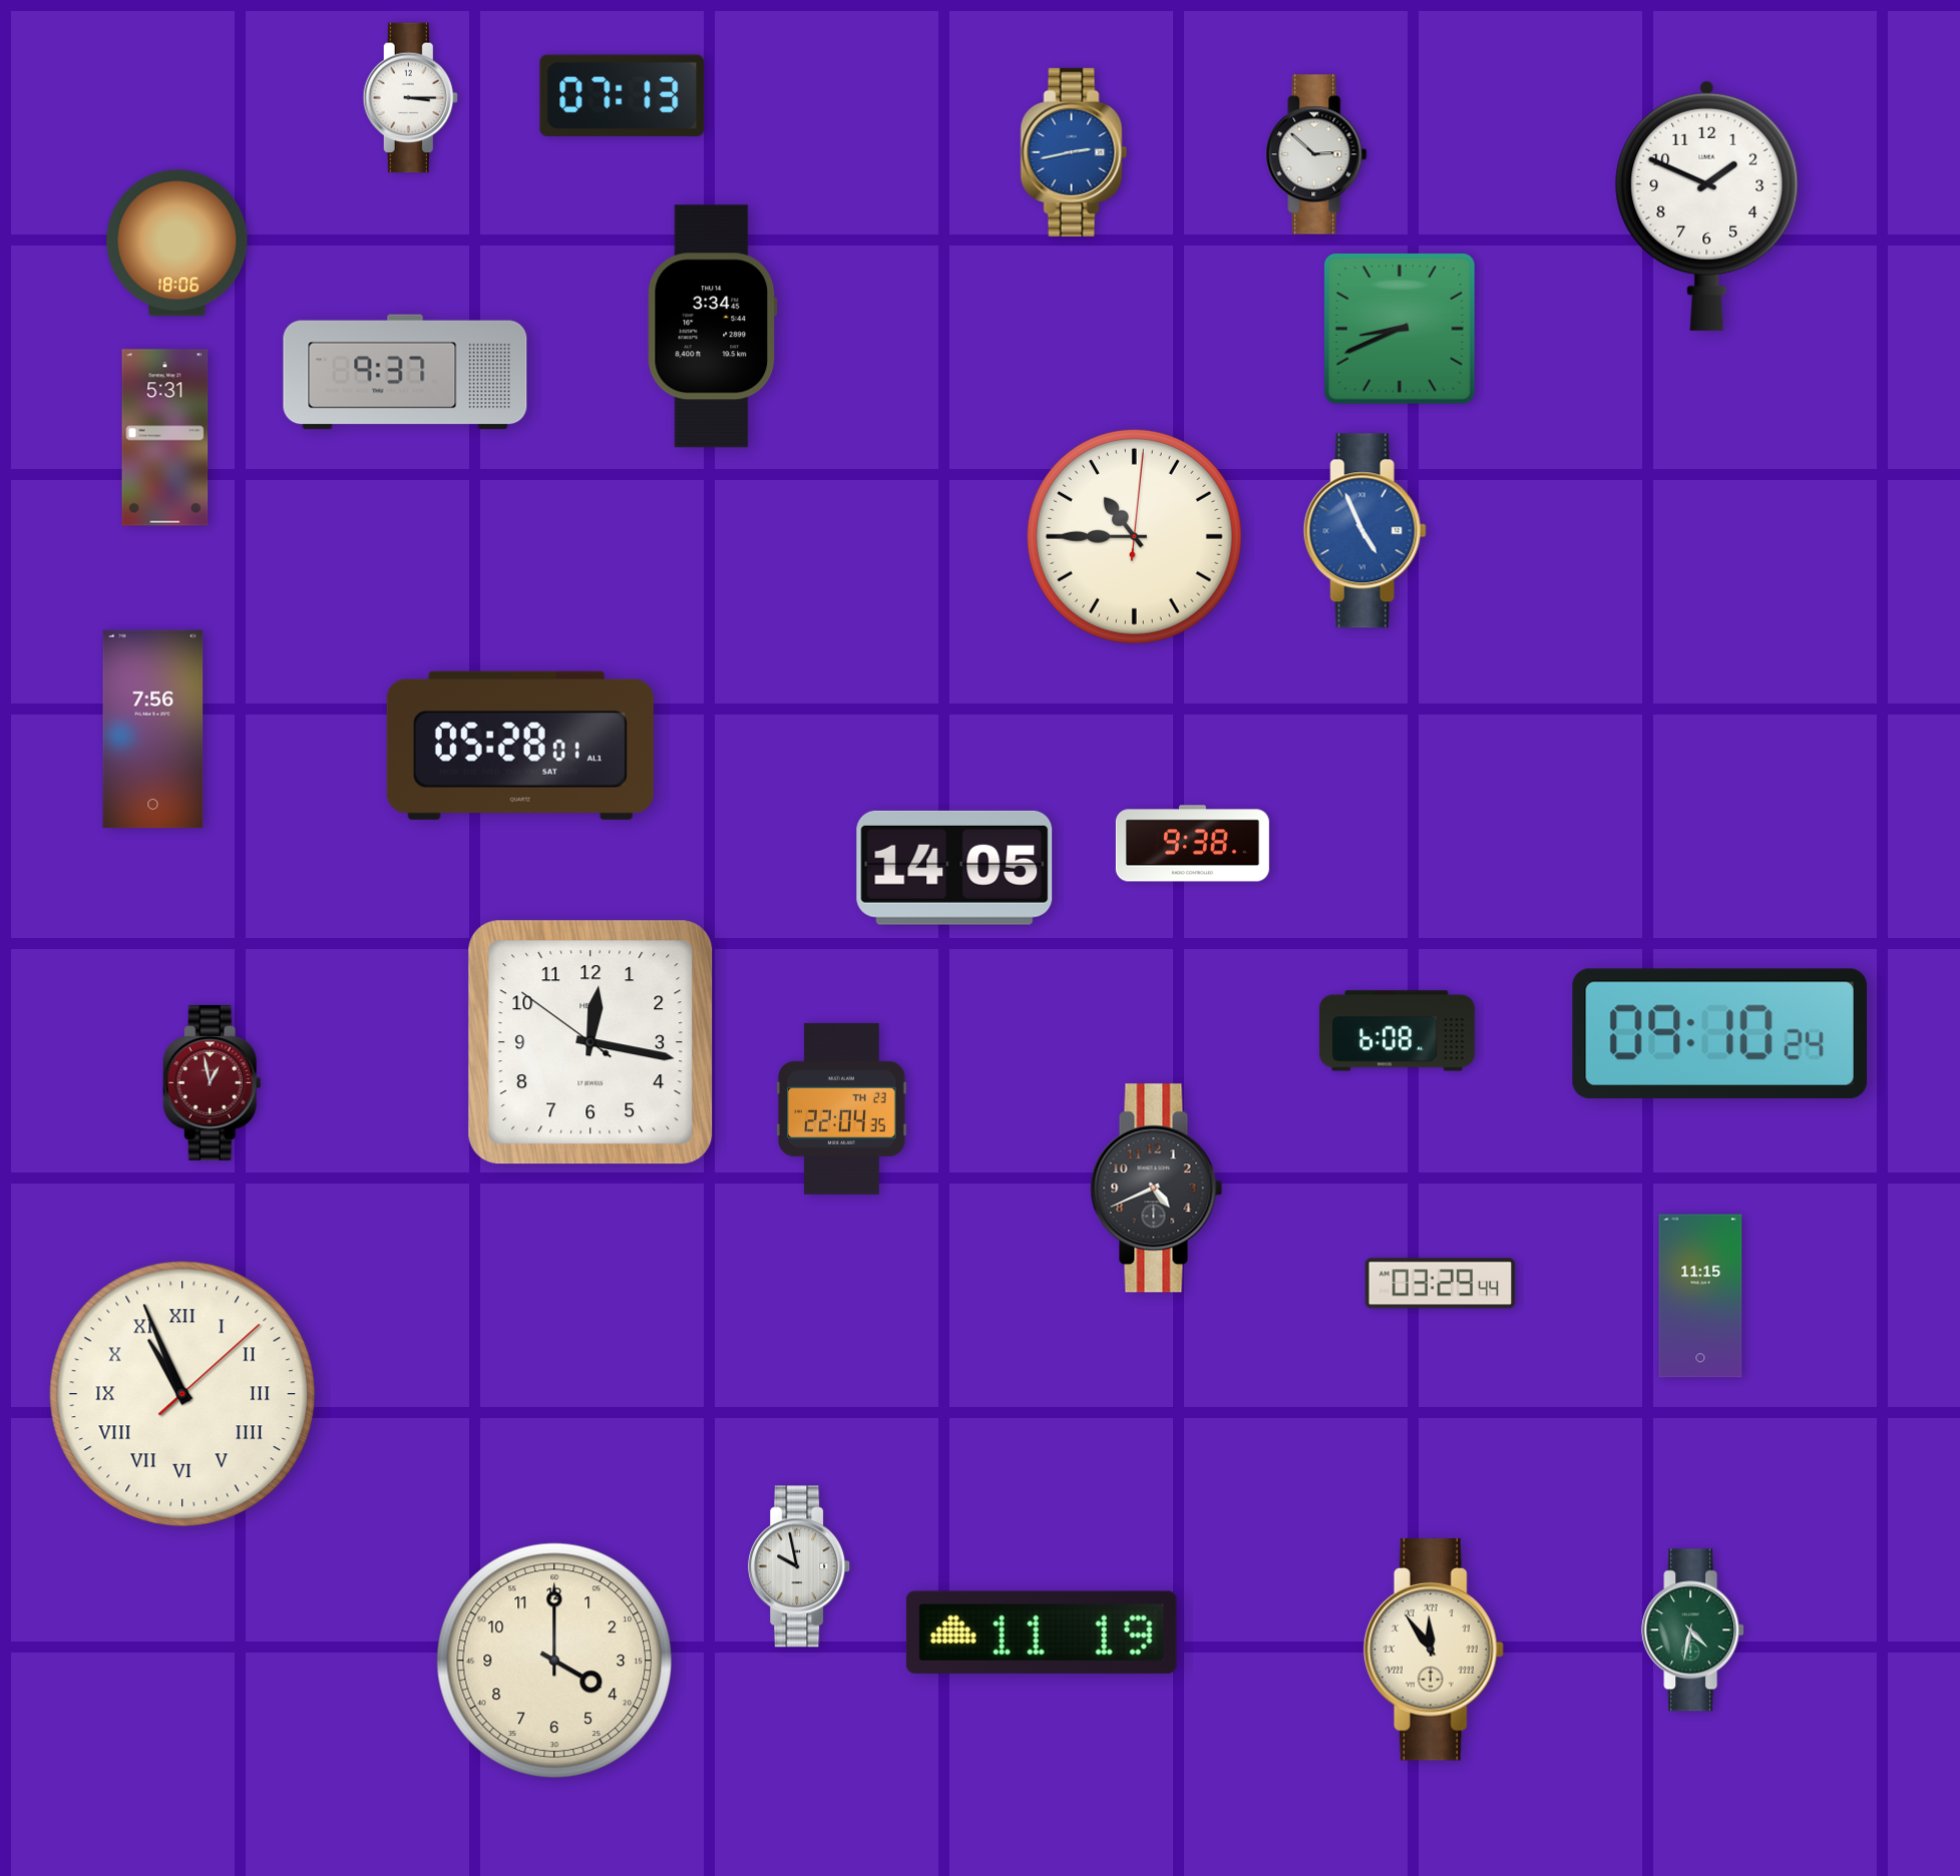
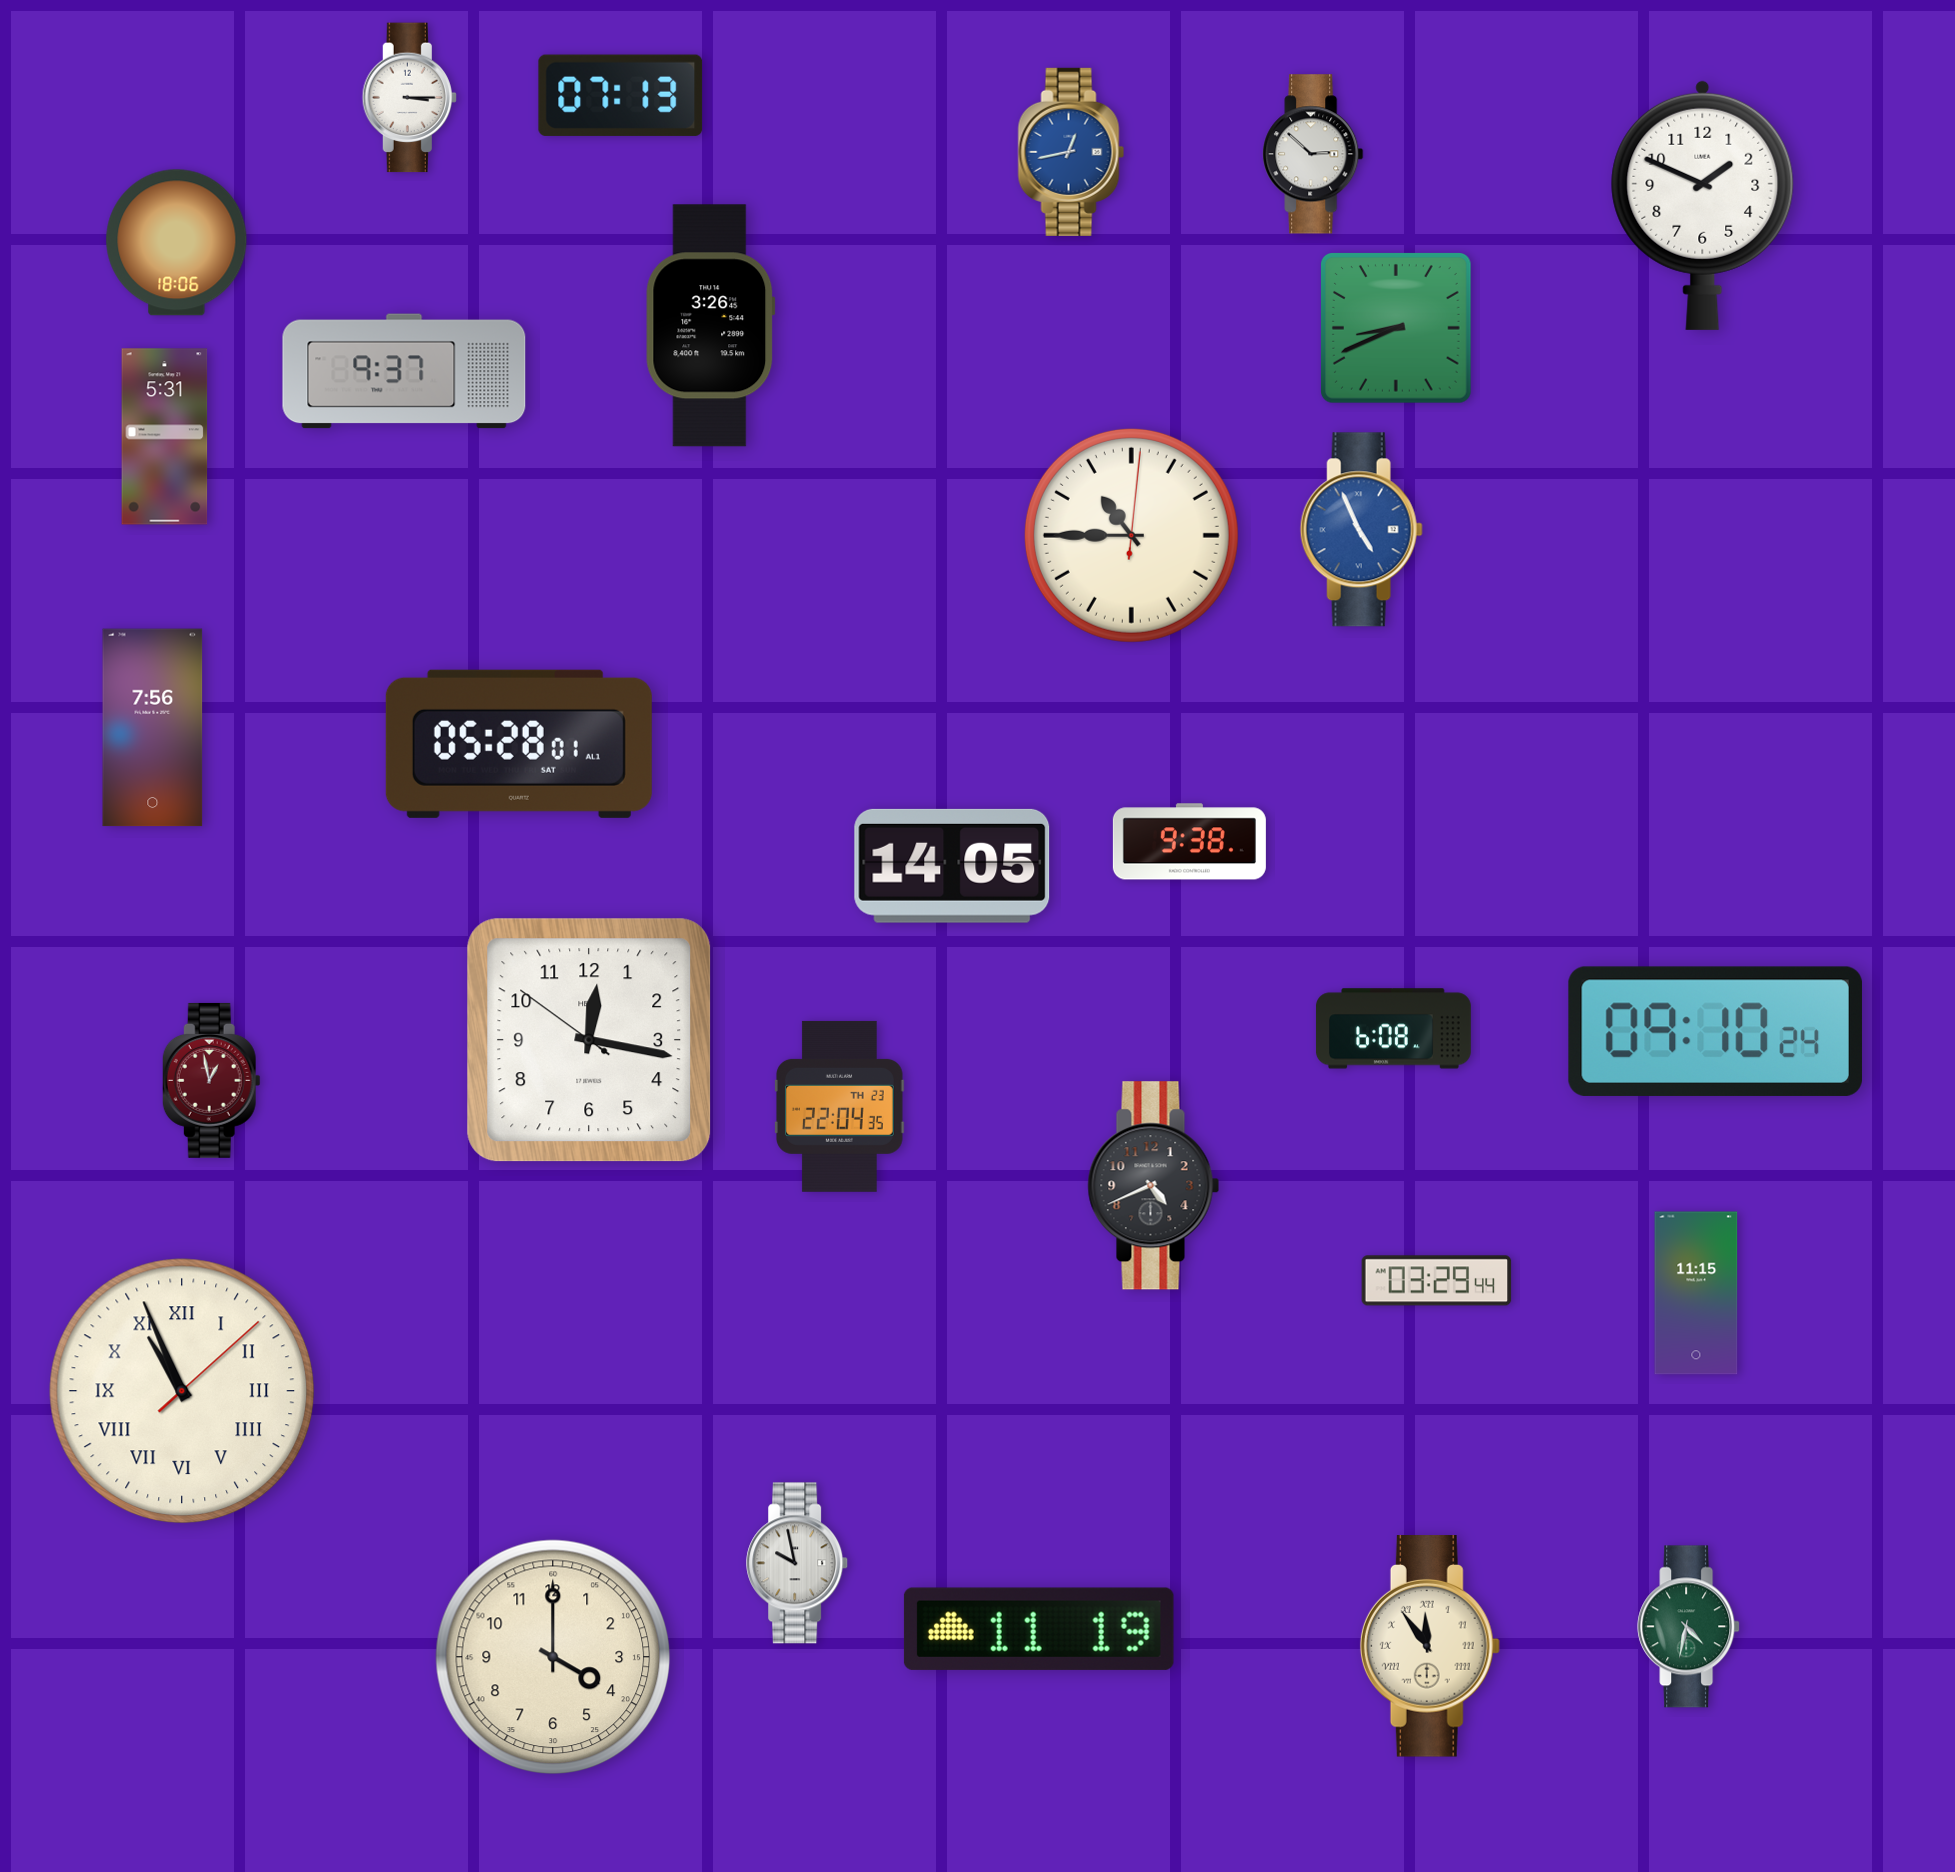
clock at (1074, 152): 2:43 -> 12:43
clock at (713, 327): 3:34 -> 3:26
